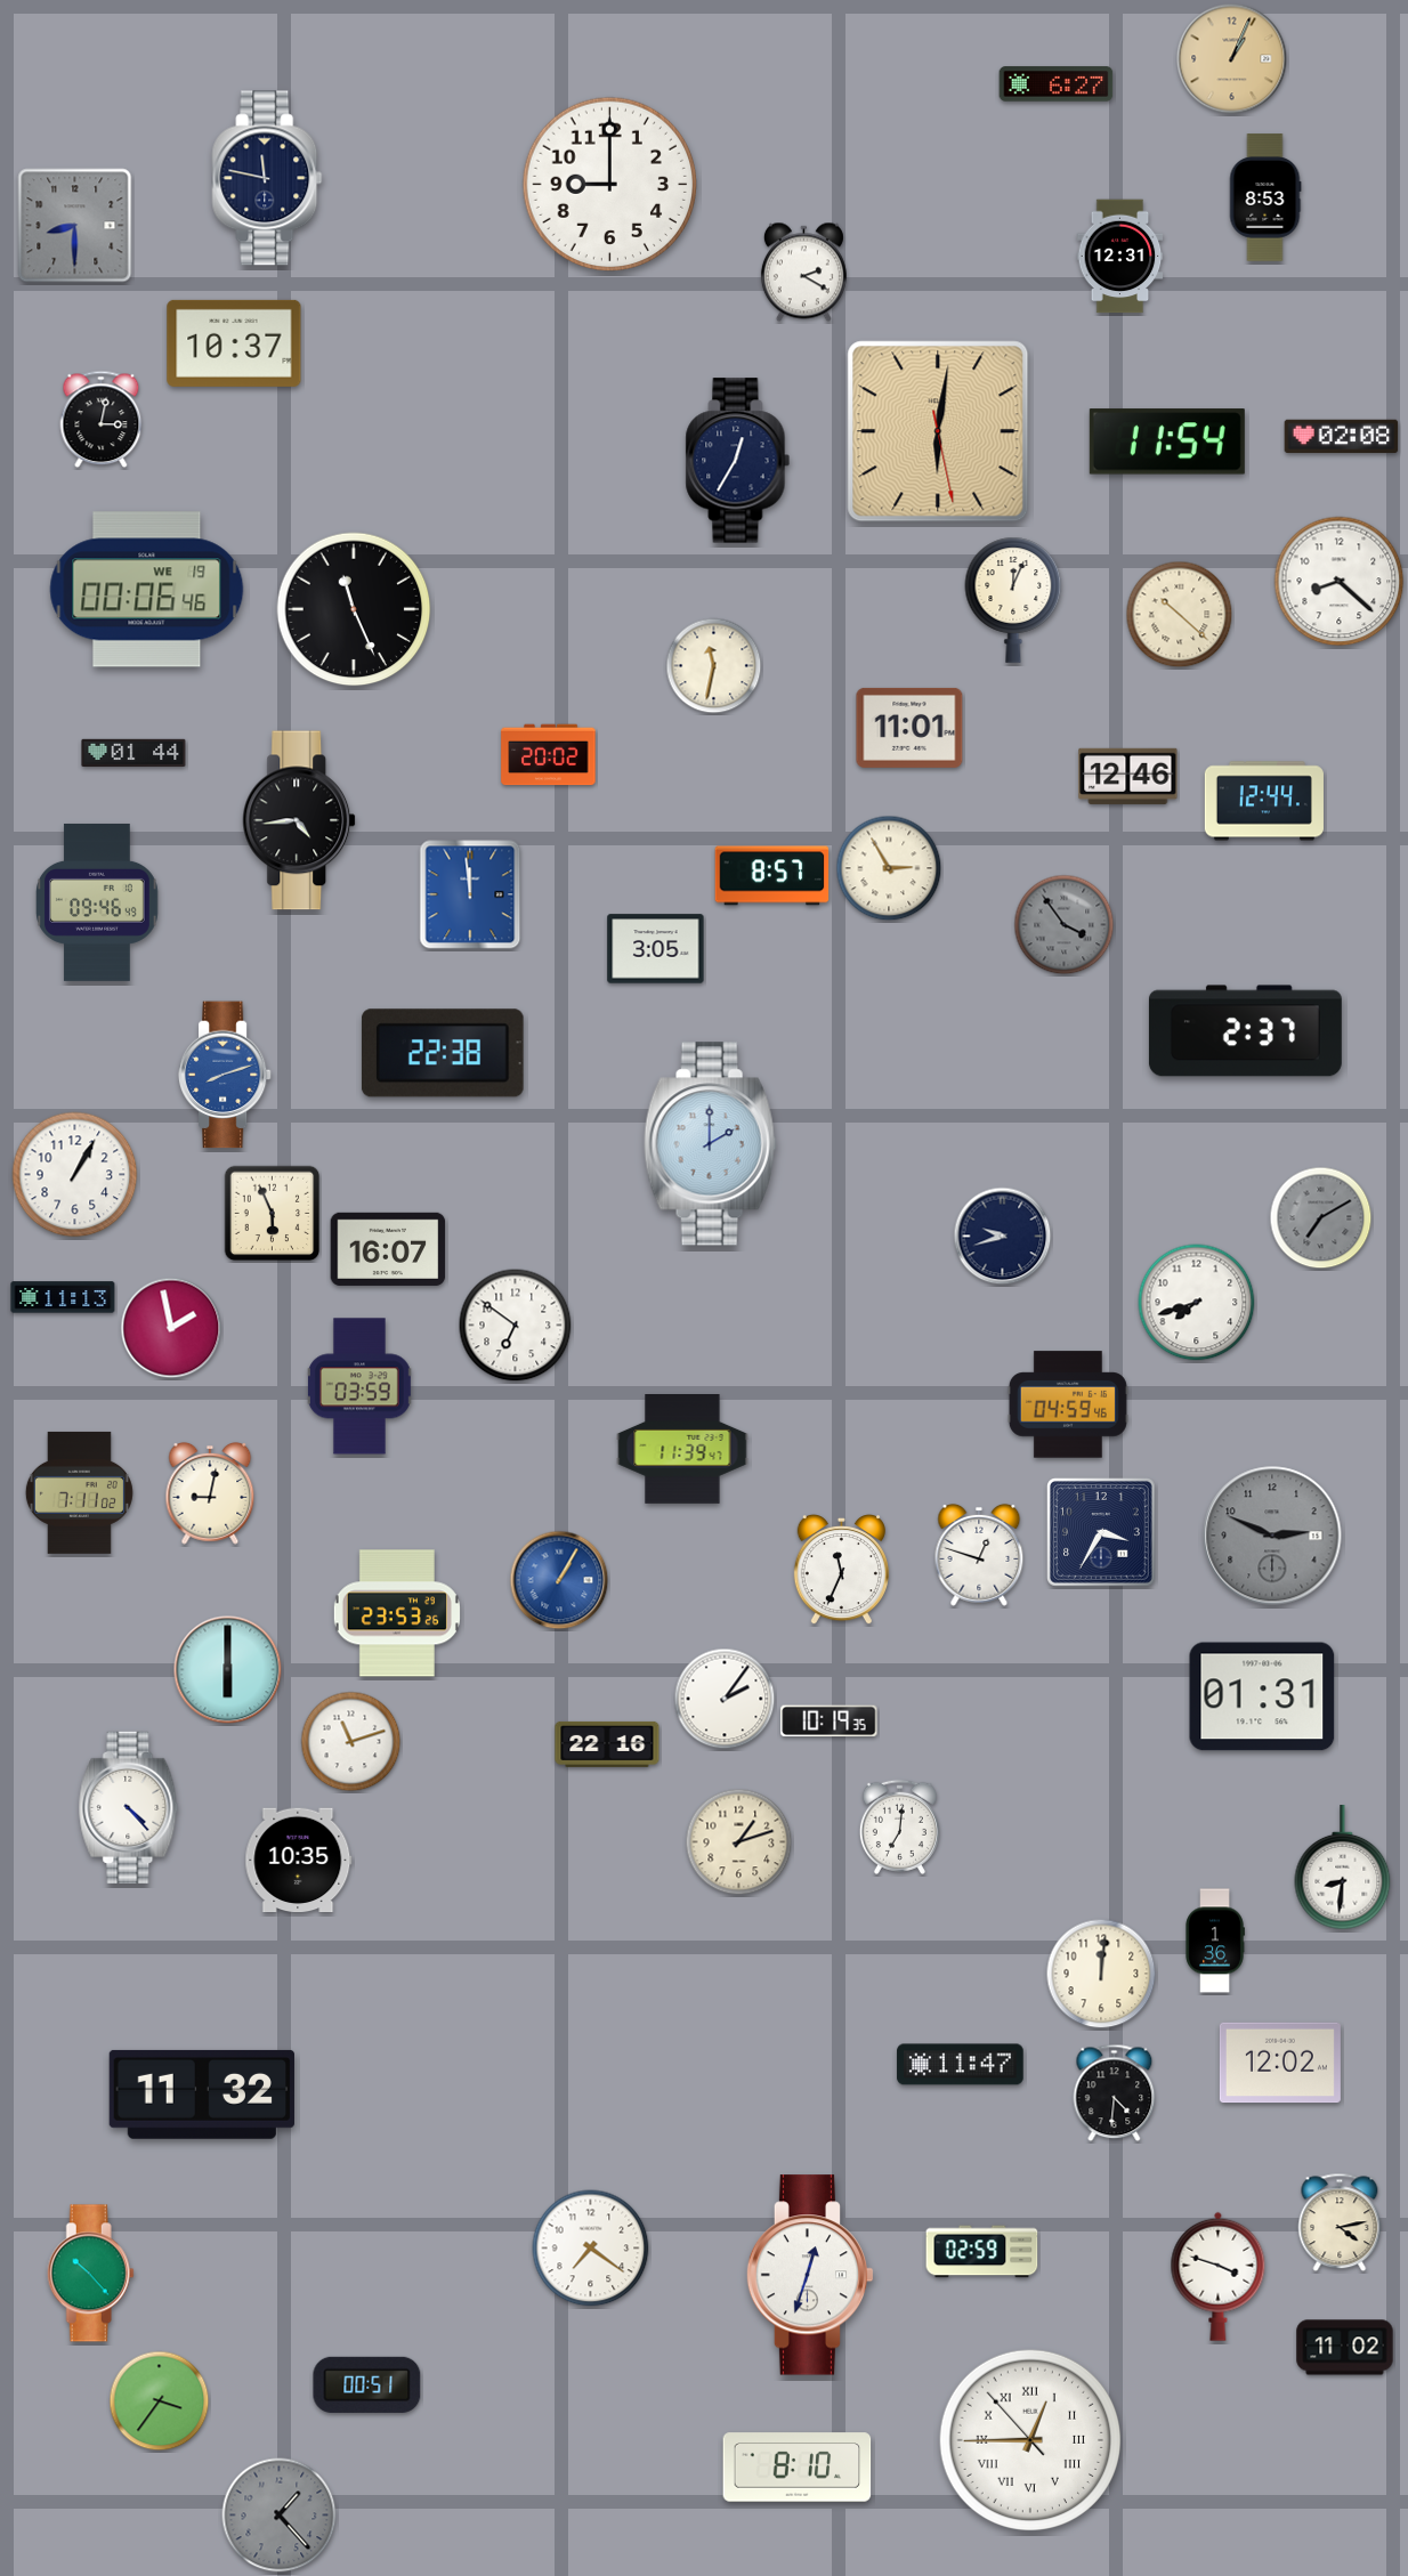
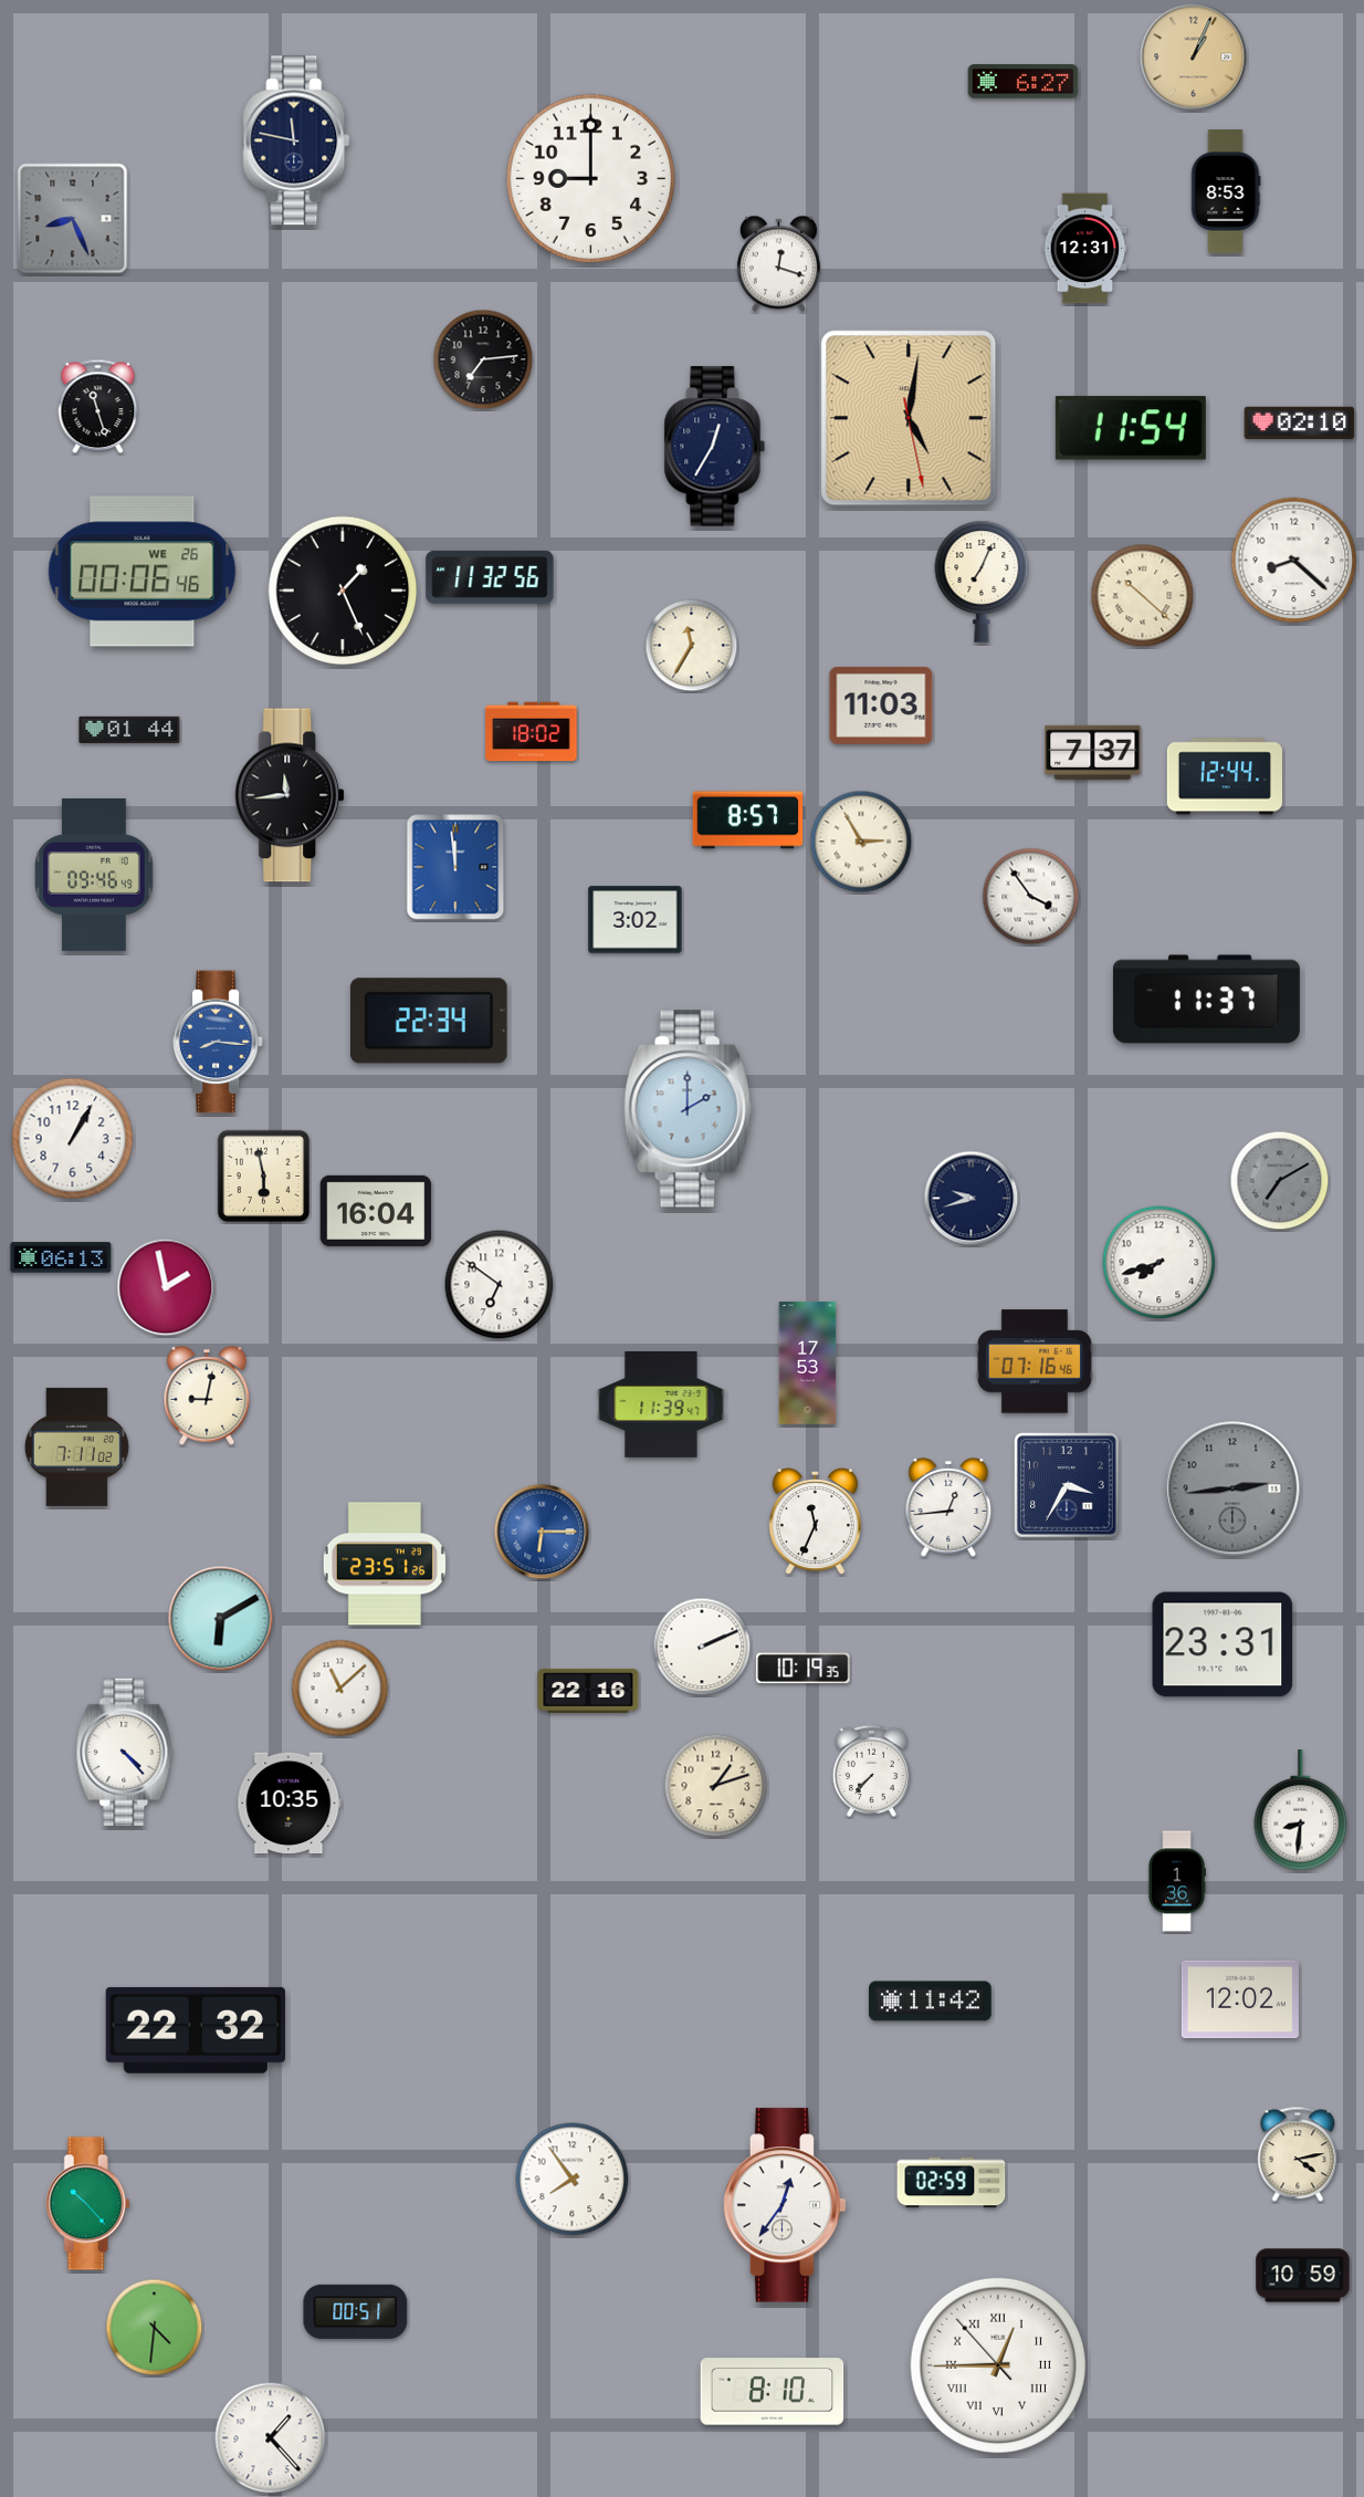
clock at (267, 178) position: (267, 178) -> (296, 140)
clock at (75, 226): 8:30 -> 8:26
clock at (803, 273): 2:20 -> 12:18
clock at (234, 343): 10:37 -> none
clock at (483, 359): none -> 7:14
clock at (102, 420): 3:02 -> 11:27
clock at (938, 431): 6:01 -> 5:01
clock at (1342, 437): 02:08 -> 02:10
clock at (1340, 582) position: (1340, 582) -> (1294, 561)
clock at (147, 590) date: WE 19 -> WE 26
clock at (490, 577): none -> 11:32
clock at (1013, 600): 12:04 -> 7:04
clock at (354, 609): 11:26 -> 1:26
clock at (714, 666): 11:32 -> 11:35
clock at (909, 728): 11:01 -> 11:03
clock at (549, 755): 20:02 -> 18:02
clock at (1128, 776): 12:46 -> 7:37
clock at (300, 820): 4:44 -> 11:44
clock at (772, 876) position: (772, 876) -> (748, 821)
clock at (1065, 925) dial: grey -> white
clock at (656, 949): 3:05 -> 3:02
clock at (1245, 1031): 2:37 -> 11:37
clock at (443, 1053): 22:38 -> 22:34
clock at (225, 1075): 8:12 -> 8:16
clock at (273, 1214): 5:56 -> 5:58
clock at (388, 1249): 16:07 -> 16:04
clock at (63, 1297): 11:13 -> 06:13
clock at (359, 1386): 03:59 -> none
clock at (1068, 1404): 04:59 -> 07:16
clock at (808, 1364): none -> 17:53
clock at (210, 1493) position: (210, 1493) -> (207, 1396)
clock at (1272, 1536): 2:49 -> 2:44
clock at (979, 1555): 12:48 -> 12:44
clock at (559, 1580): 1:05 -> 6:15
clock at (397, 1613): 23:53 -> 23:51
clock at (228, 1670): 6:00 -> 6:10
clock at (1262, 1696): 01:31 -> 23:31
clock at (725, 1699): 2:06 -> 2:11
clock at (351, 1742): 11:12 -> 11:08
clock at (899, 1826): 7:01 -> 7:37
clock at (1101, 1974): 12:01 -> none
clock at (961, 2065): 11:47 -> 11:42
clock at (1115, 2093): 4:31 -> none
clock at (202, 2095): 11:32 -> 22:32
clock at (591, 2249): 7:21 -> 7:54
clock at (810, 2275): 12:33 -> 12:36
clock at (1219, 2276): 3:48 -> none
clock at (1345, 2348): 11:02 -> 10:59
clock at (160, 2401): 3:36 -> 4:31
clock at (280, 2516) dial: grey -> white
